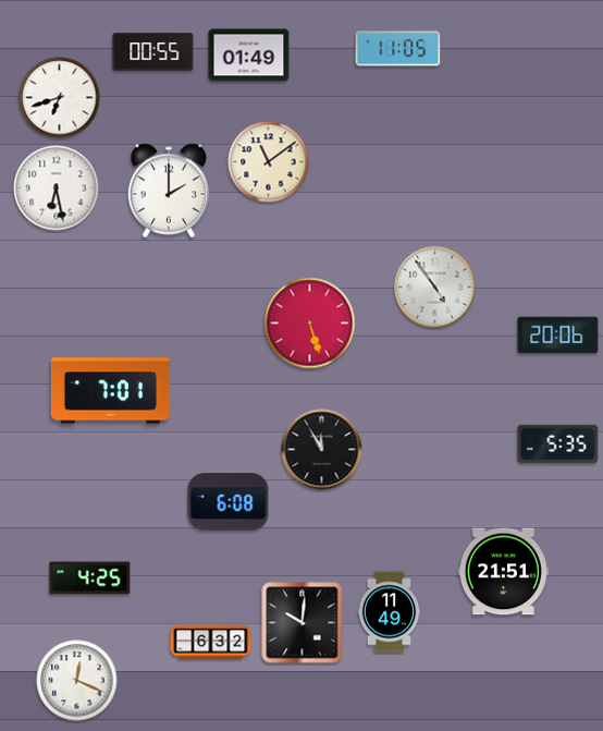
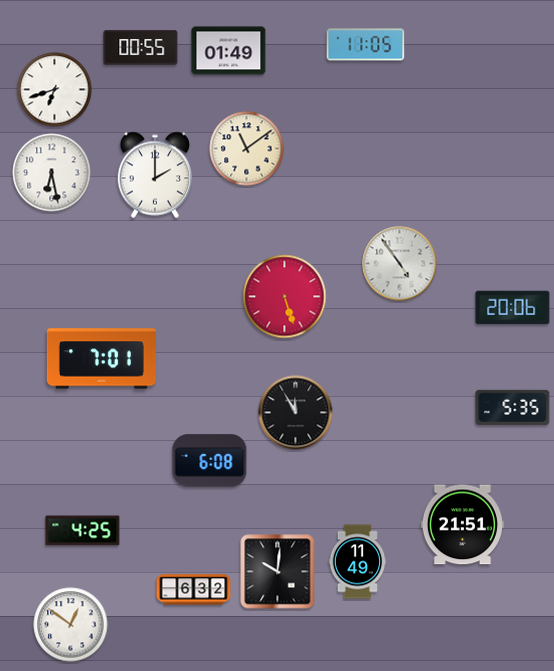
clock at (77, 681): 12:19 -> 12:51
